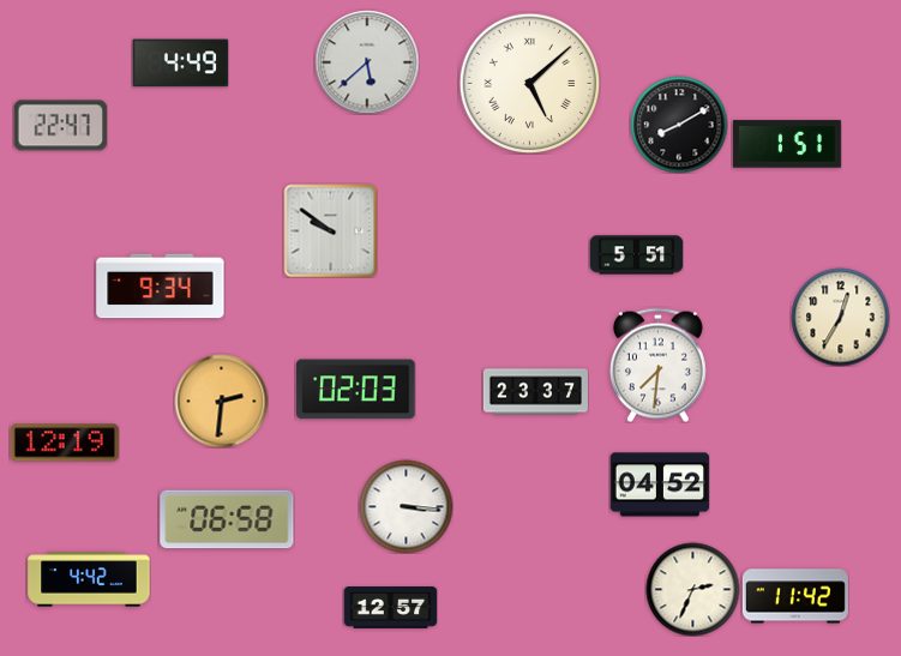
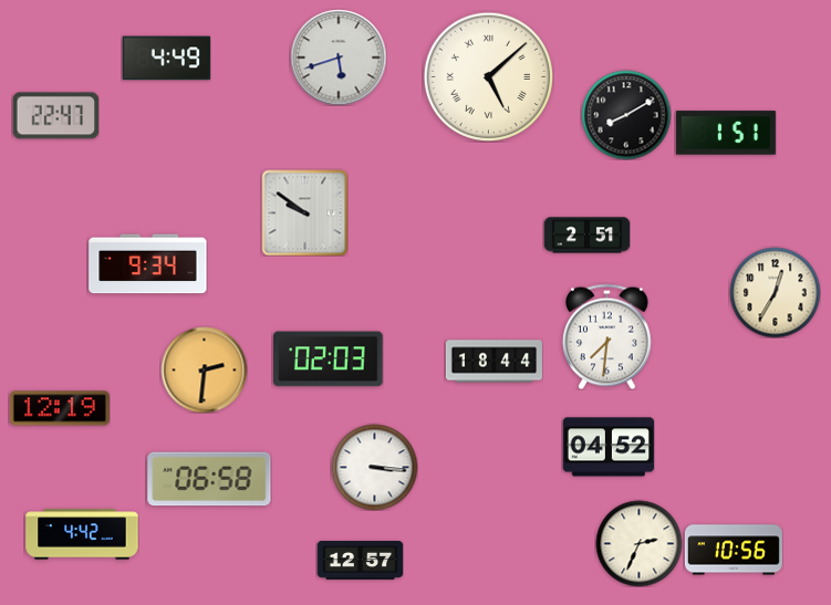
clock at (367, 62): 5:38 -> 5:42
clock at (636, 255): 5:51 -> 2:51
clock at (535, 392): 23:37 -> 18:44
clock at (795, 596): 11:42 -> 10:56
